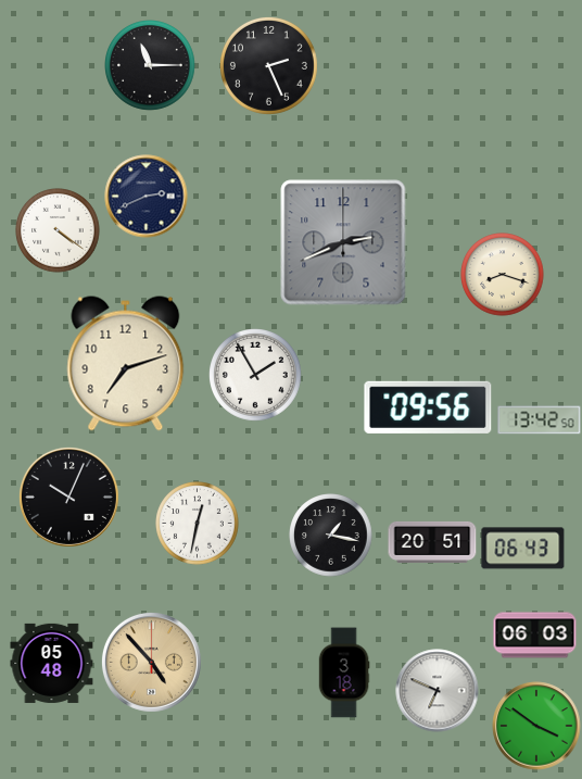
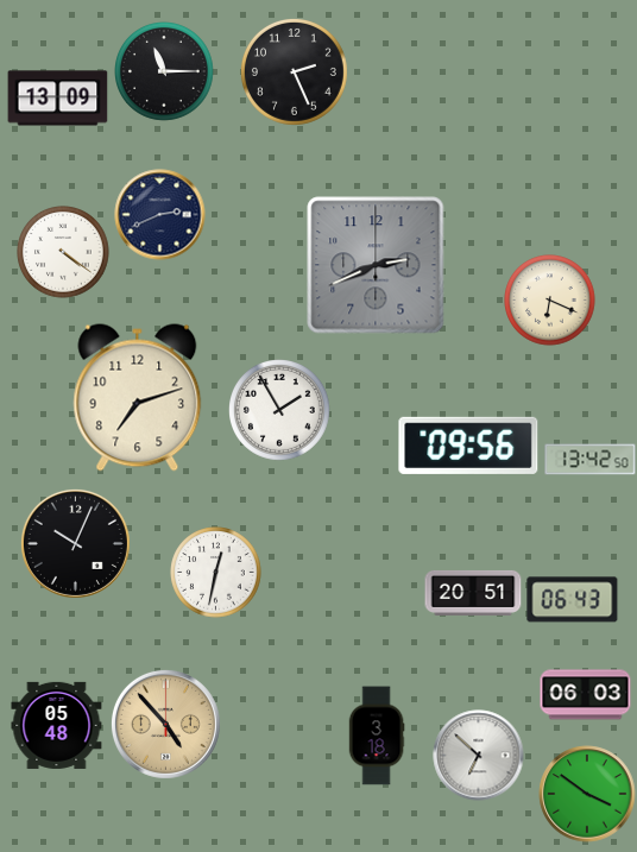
clock at (58, 99): none -> 13:09
clock at (503, 275): 8:18 -> 6:19
clock at (331, 536): 1:17 -> none
clock at (438, 691): 6:49 -> 6:52
